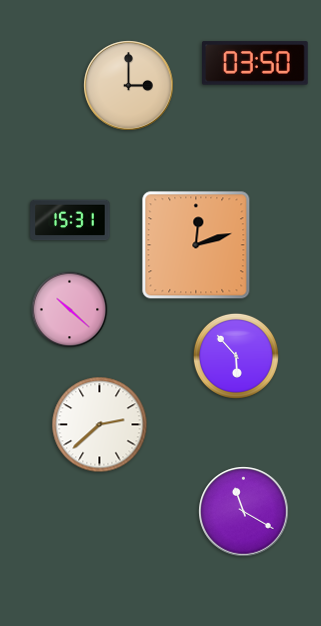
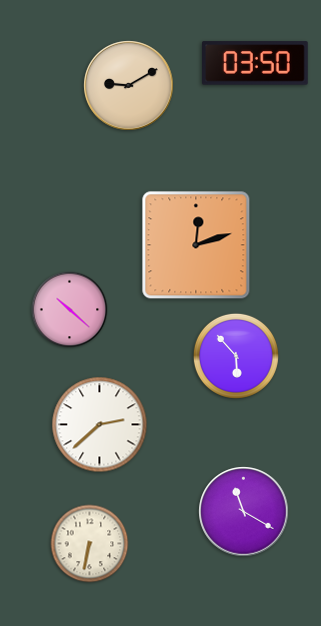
clock at (129, 86): 3:00 -> 9:10
clock at (70, 220): 15:31 -> none
clock at (90, 544): none -> 6:32
